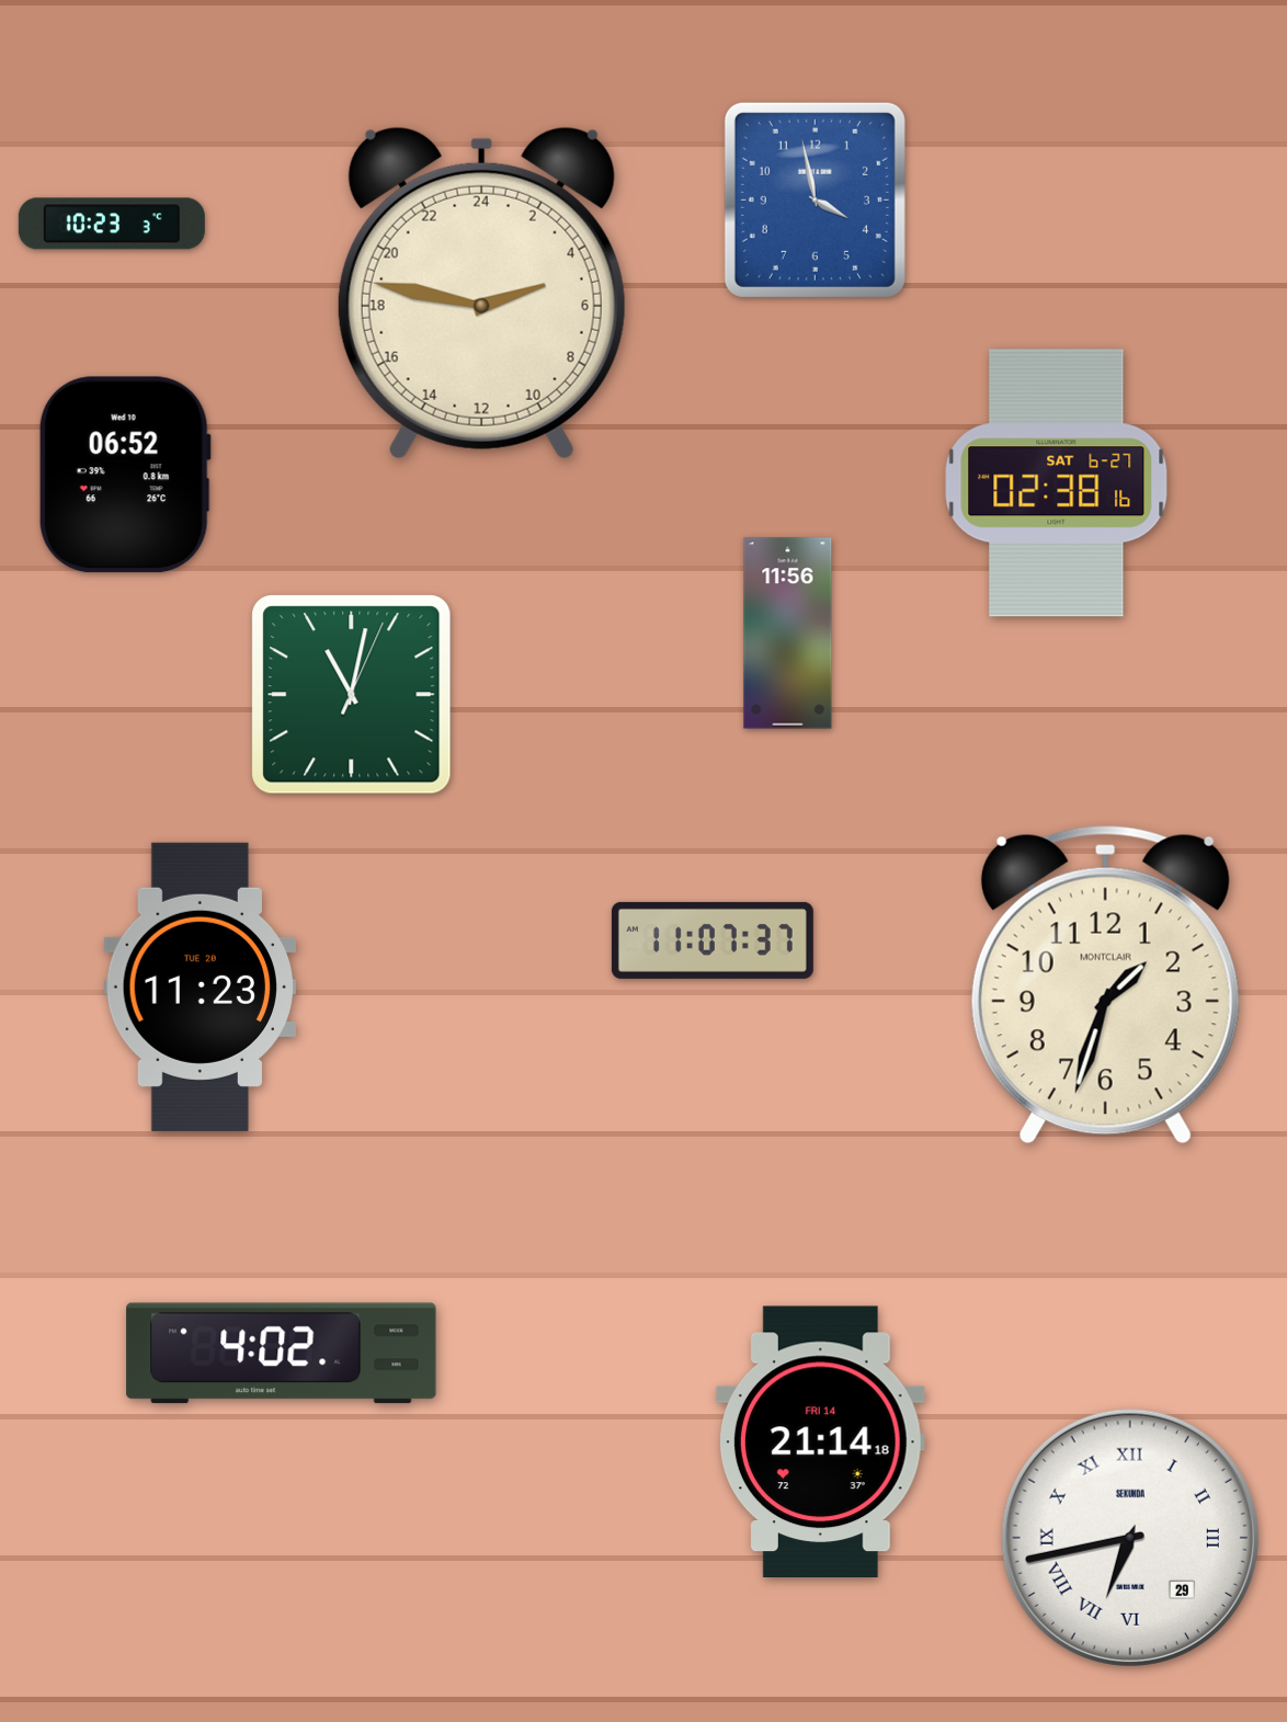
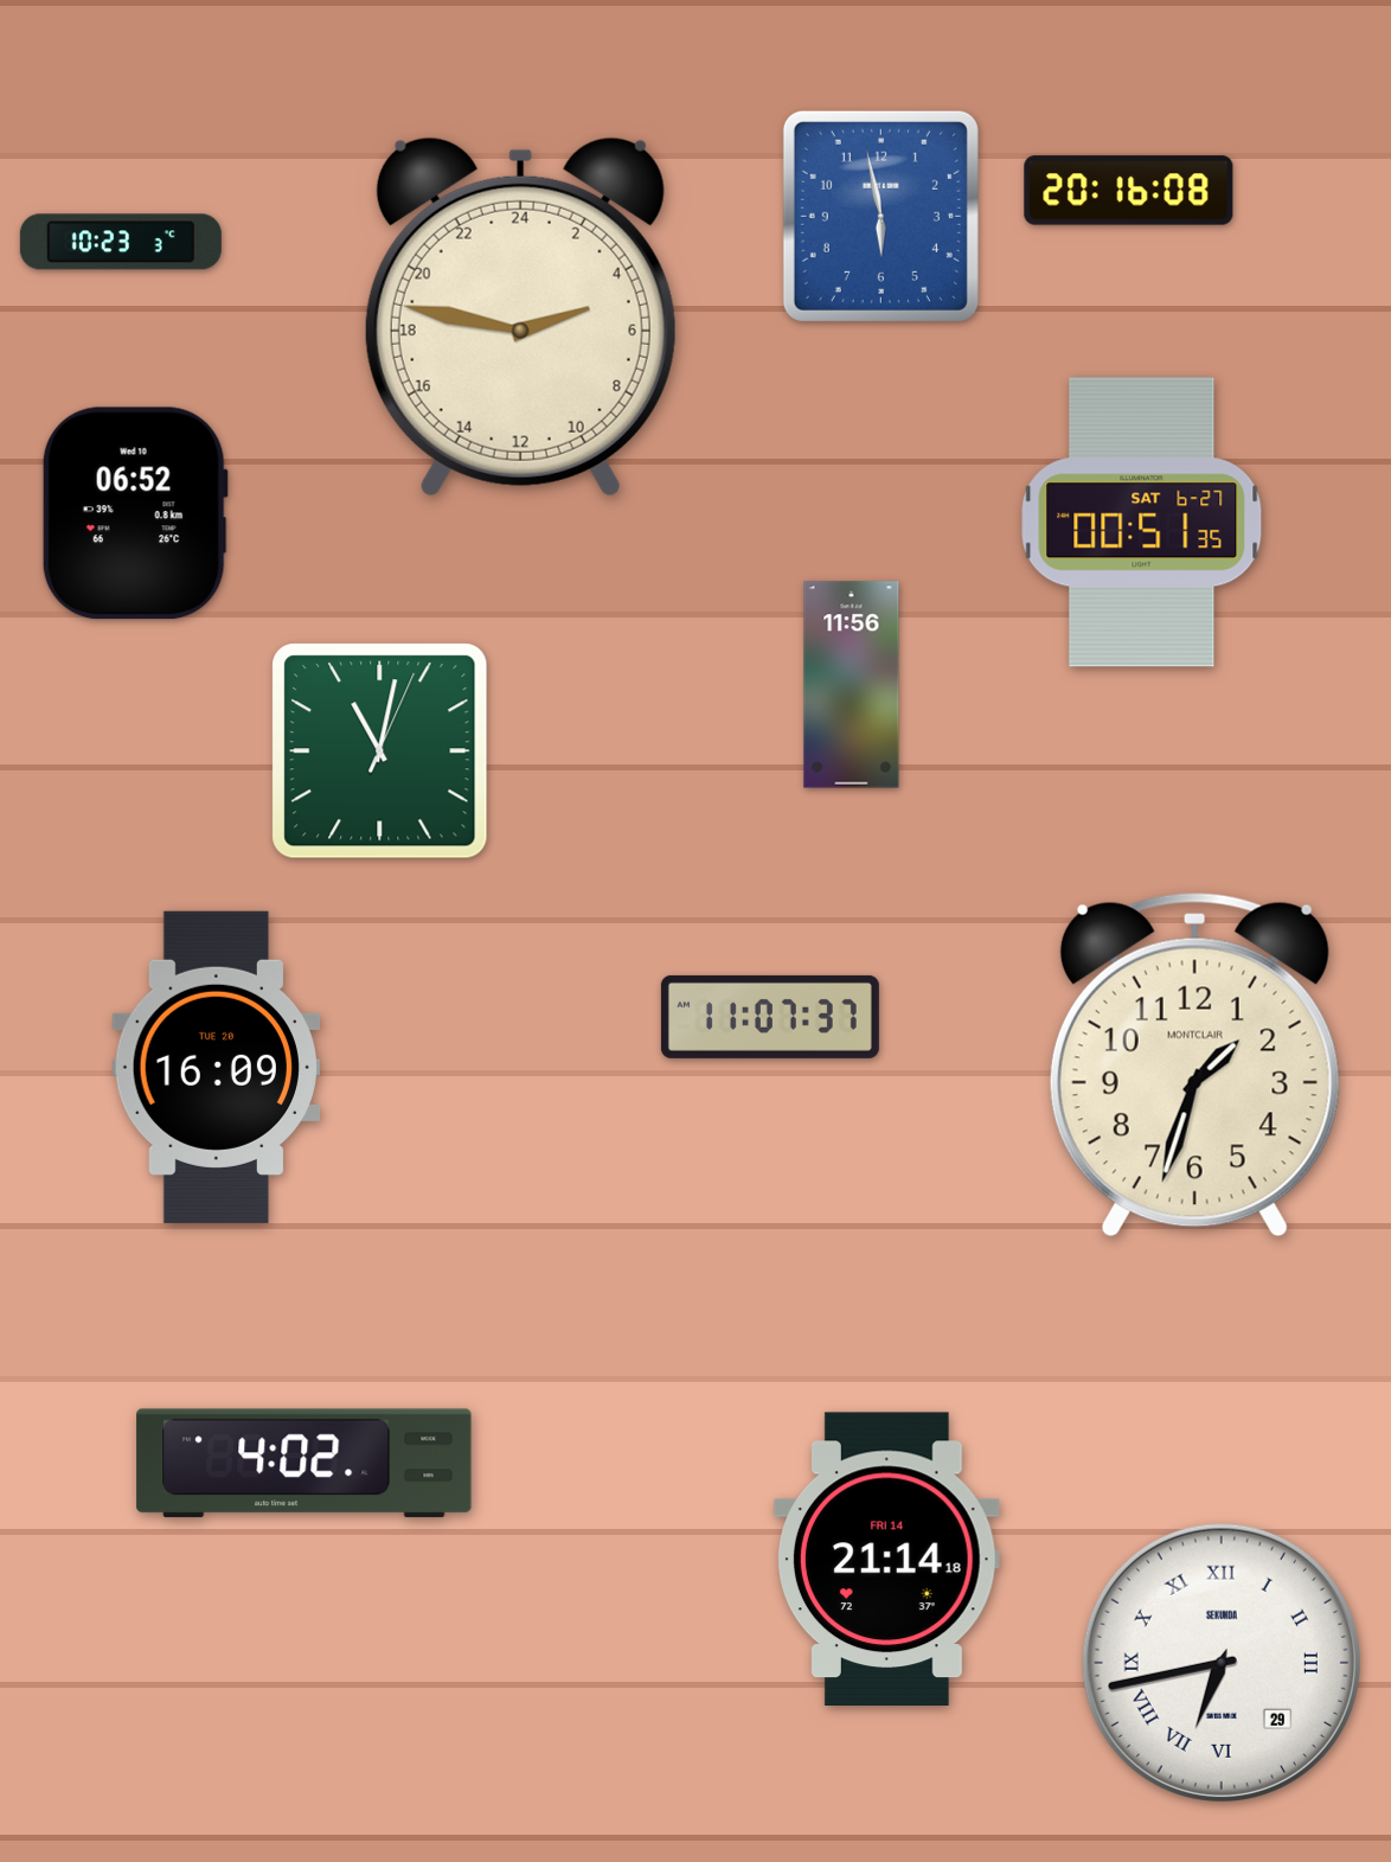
clock at (1129, 191): none -> 20:16
clock at (815, 199): 3:58 -> 5:58
clock at (1057, 483): 02:38 -> 00:51
clock at (200, 987): 11:23 -> 16:09
